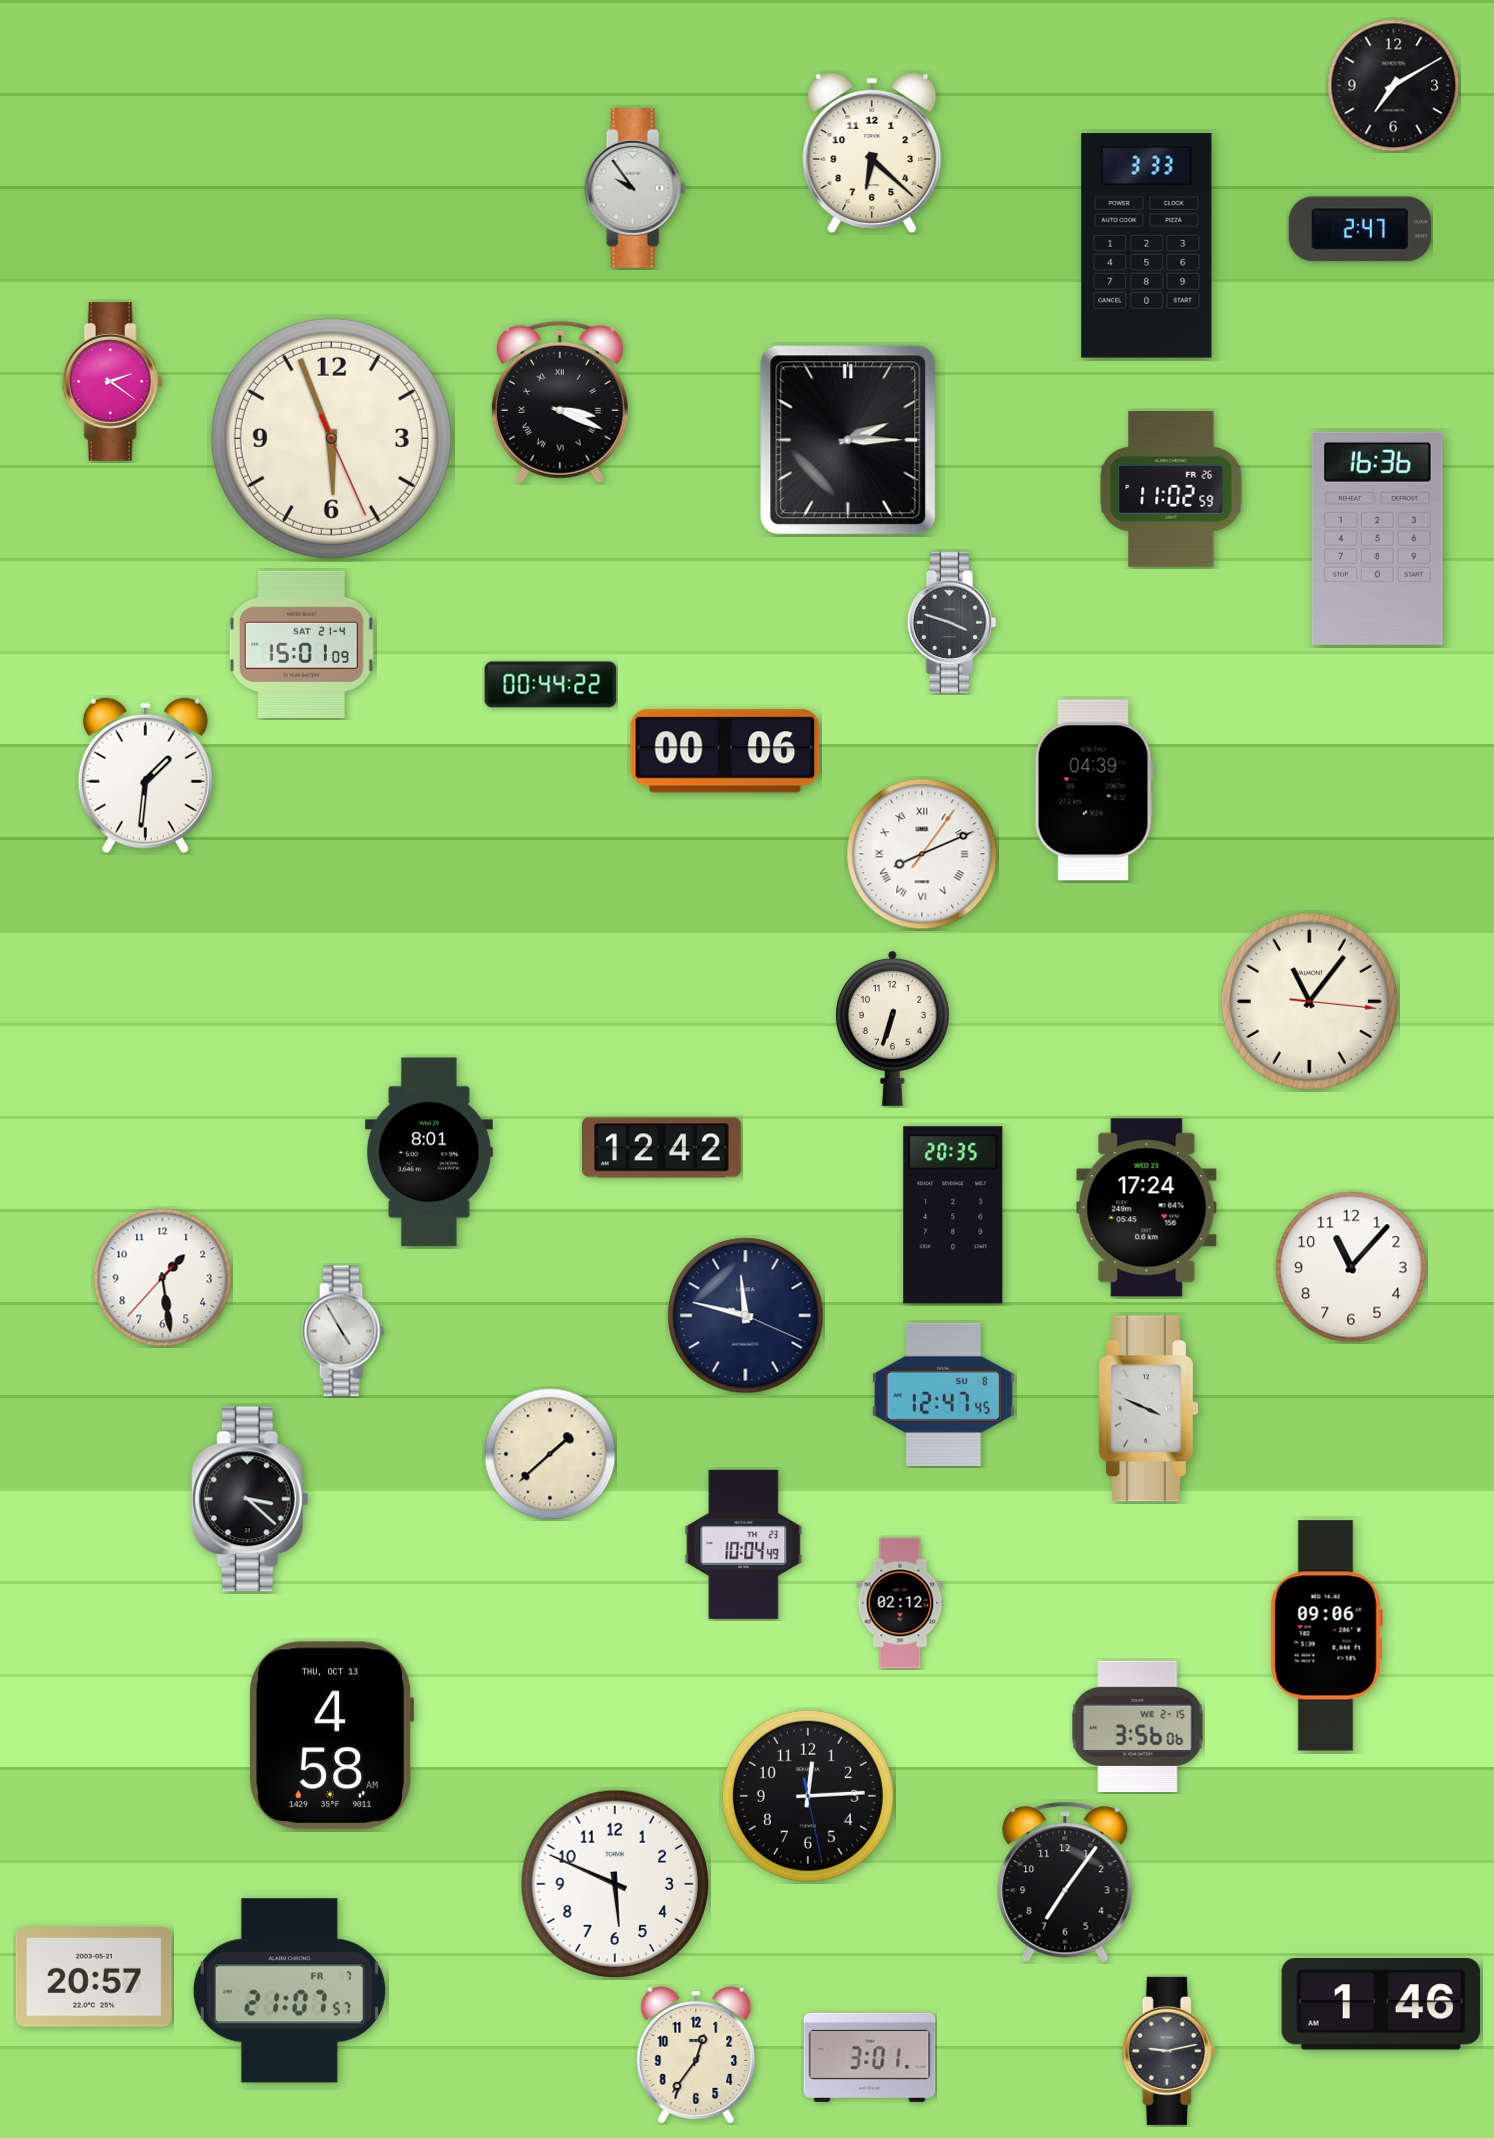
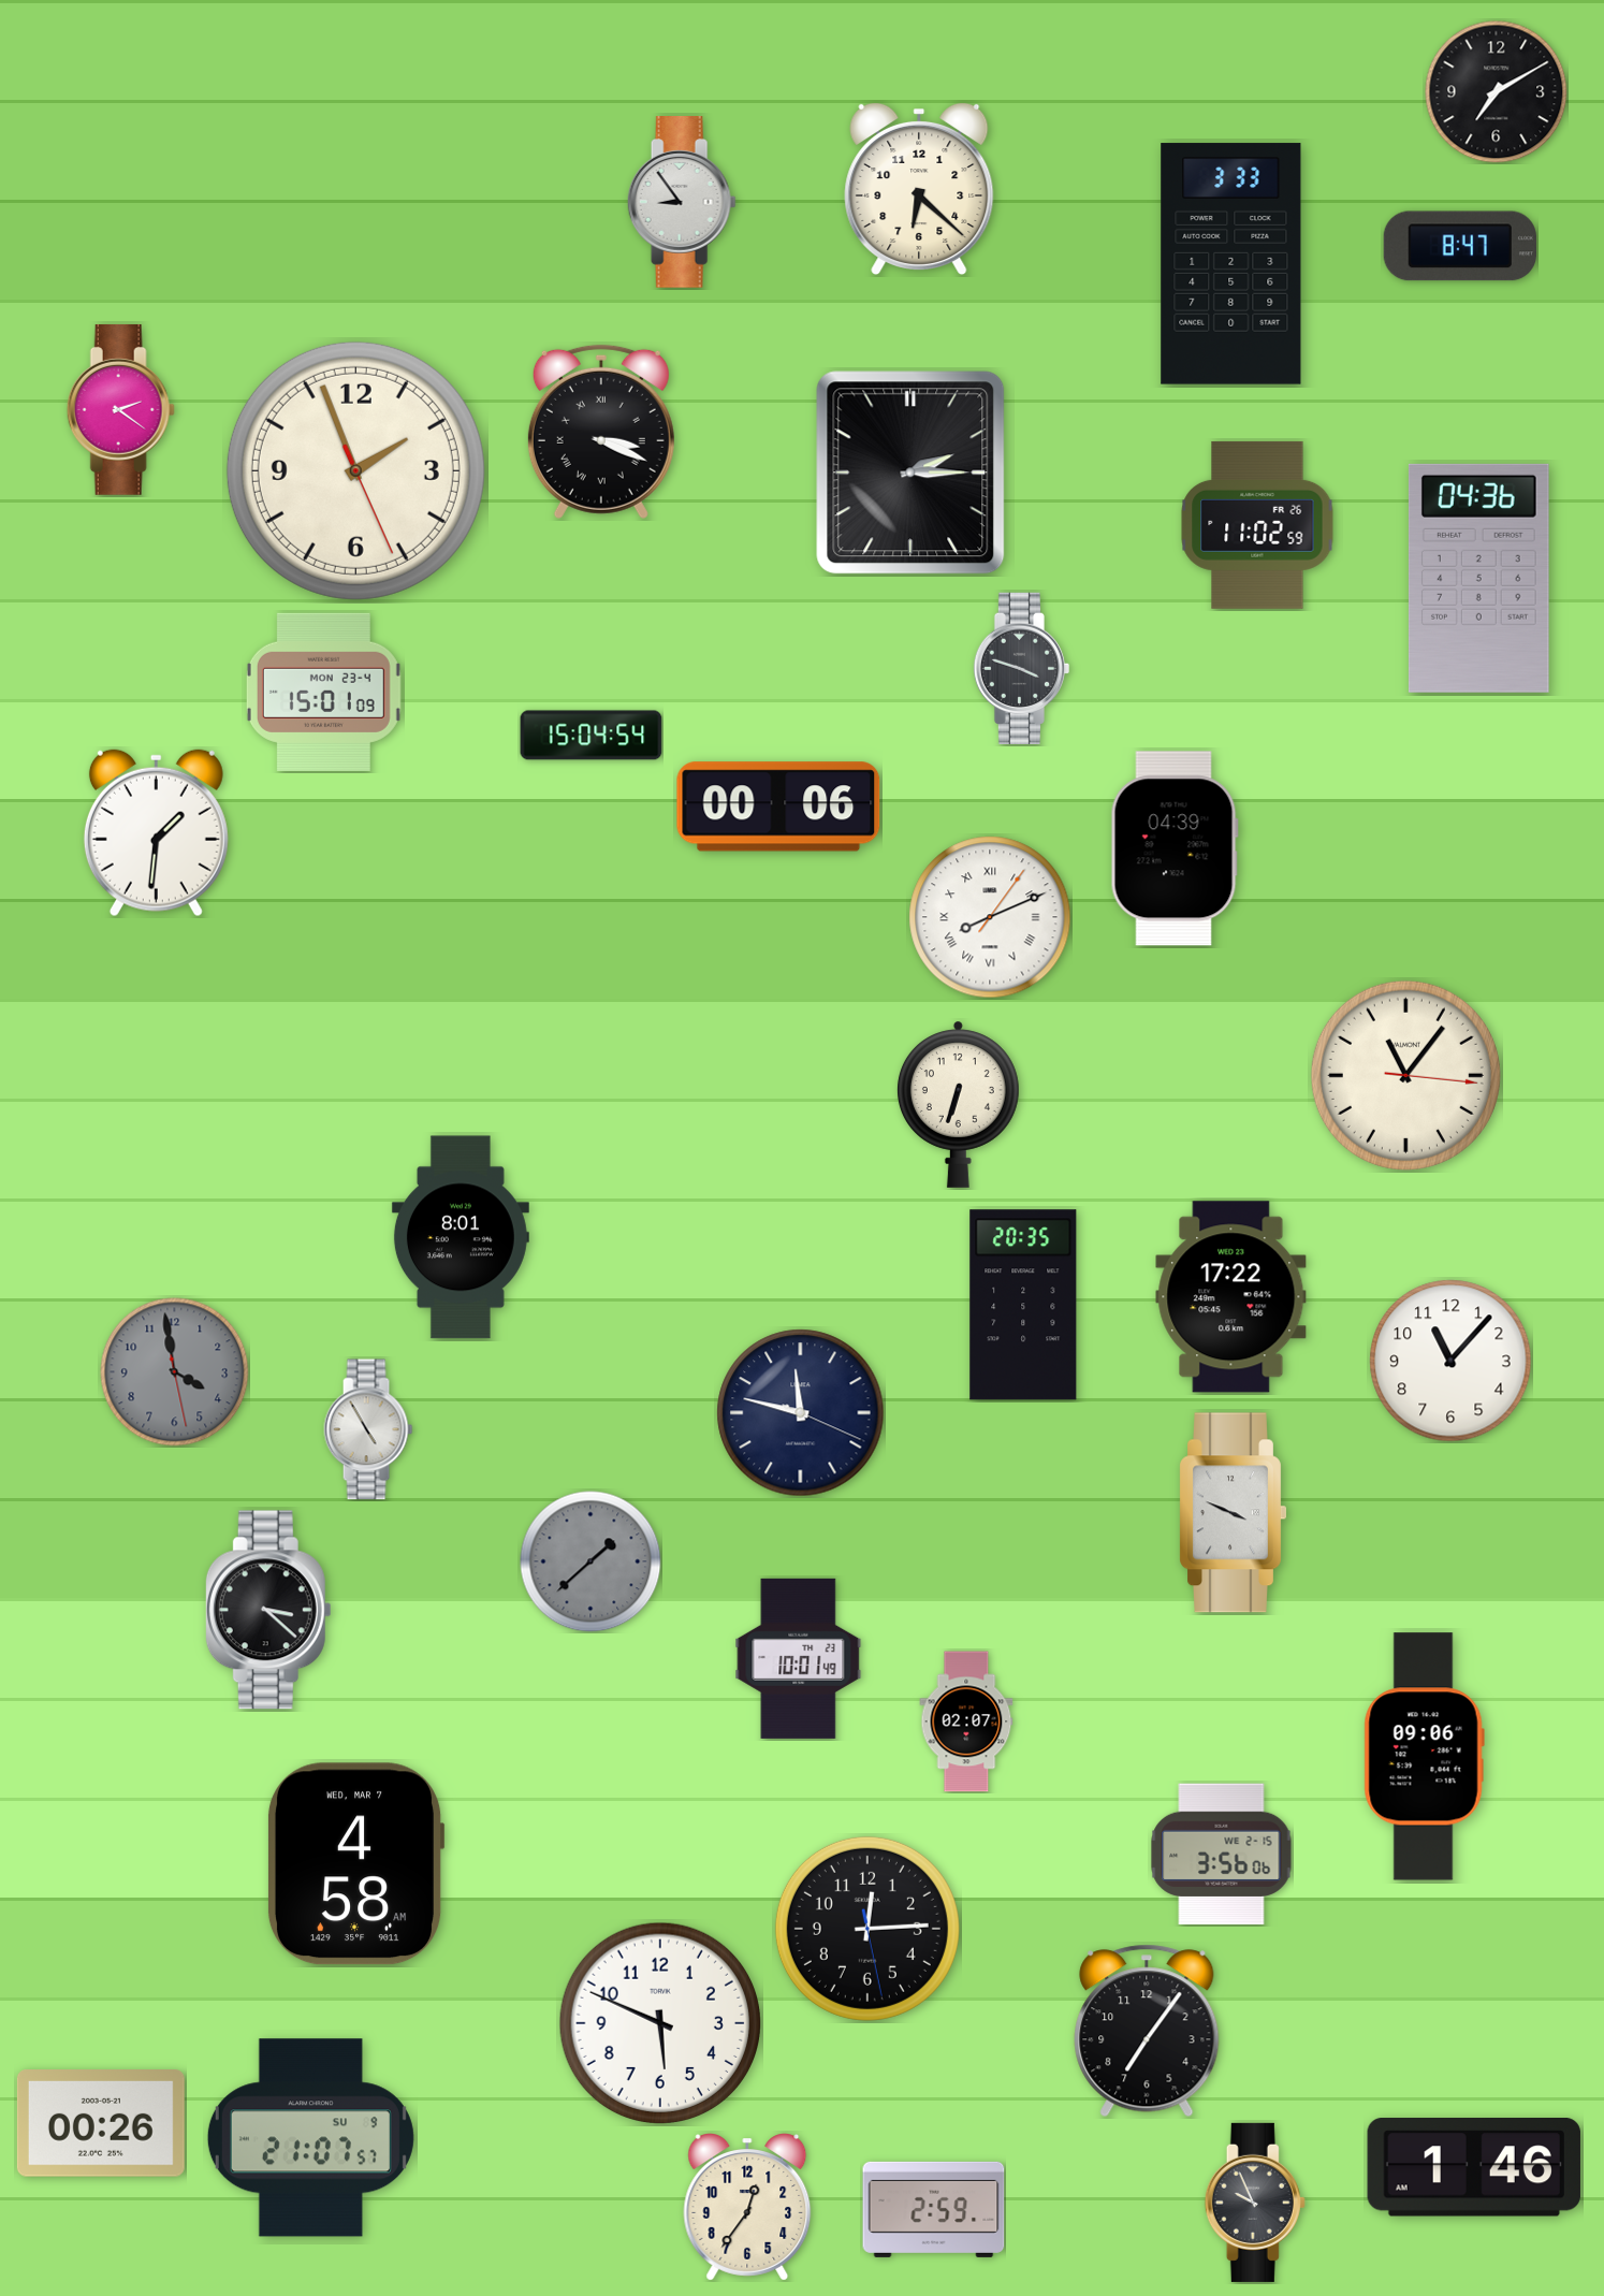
clock at (872, 152) position: (872, 152) -> (919, 188)
clock at (635, 189): 9:54 -> 8:54
clock at (1360, 229): 2:47 -> 8:47
clock at (331, 438): 5:56 -> 1:56
clock at (1377, 538): 16:36 -> 04:36
clock at (301, 644) date: SAT 21-4 -> MON 23-4
clock at (551, 685): 00:44 -> 15:04
clock at (662, 1148): 12:42 -> none
clock at (1147, 1208): 17:24 -> 17:22
clock at (163, 1278): 1:28 -> 3:58
clock at (163, 1278) dial: white -> grey
clock at (943, 1394): 12:47 -> none
clock at (550, 1454) dial: cream -> grey
clock at (744, 1544): 10:04 -> 10:01
clock at (900, 1603): 02:12 -> 02:07
clock at (331, 1736) date: THU, OCT 13 -> WED, MAR 7
clock at (1065, 1882) position: (1065, 1882) -> (1147, 2031)
clock at (94, 1978): 20:57 -> 00:26
clock at (289, 1991) date: FR 7 -> SU 9
clock at (1381, 2005) position: (1381, 2005) -> (1474, 2168)
clock at (1169, 2051): 9:13 -> 9:56
clock at (870, 2057): 3:01 -> 2:59
